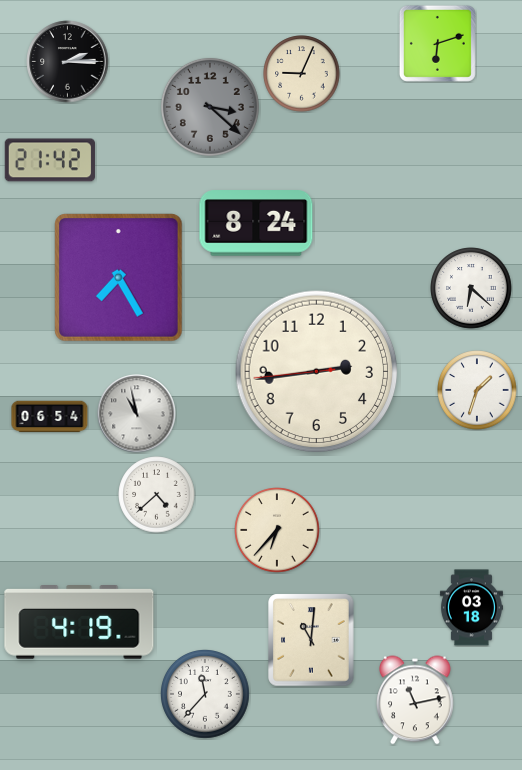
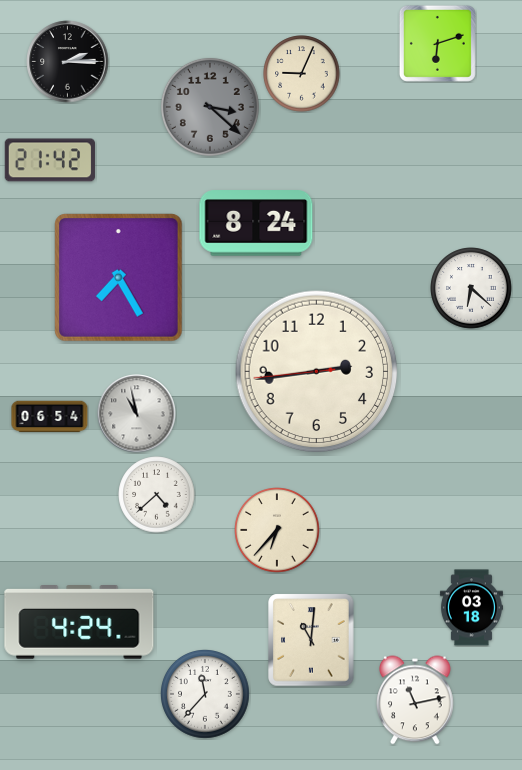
clock at (477, 390): 1:33 -> none
clock at (79, 622): 4:19 -> 4:24
